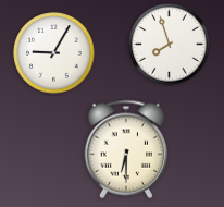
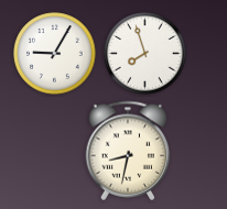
clock at (170, 45) position: (170, 45) -> (145, 54)
clock at (126, 149): 6:30 -> 8:32
